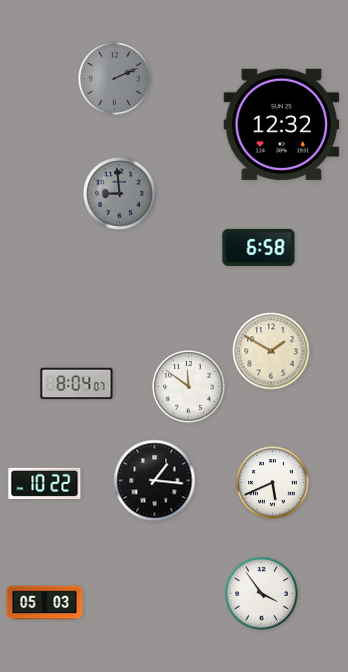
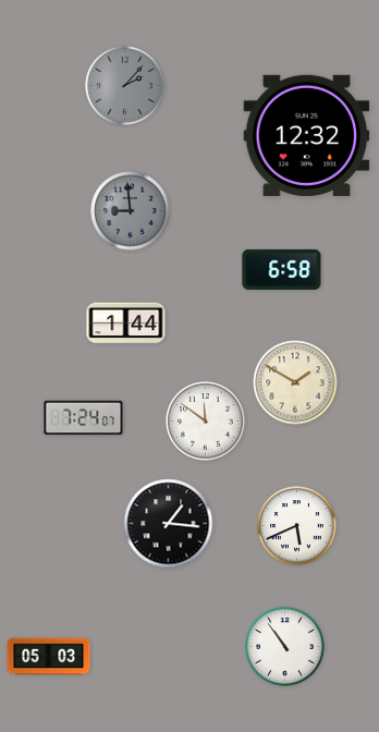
clock at (115, 79): 2:11 -> 2:07
clock at (126, 324): none -> 1:44
clock at (77, 384): 8:04 -> 7:24
clock at (45, 483): 10:22 -> none
clock at (262, 594): 3:54 -> 10:54
